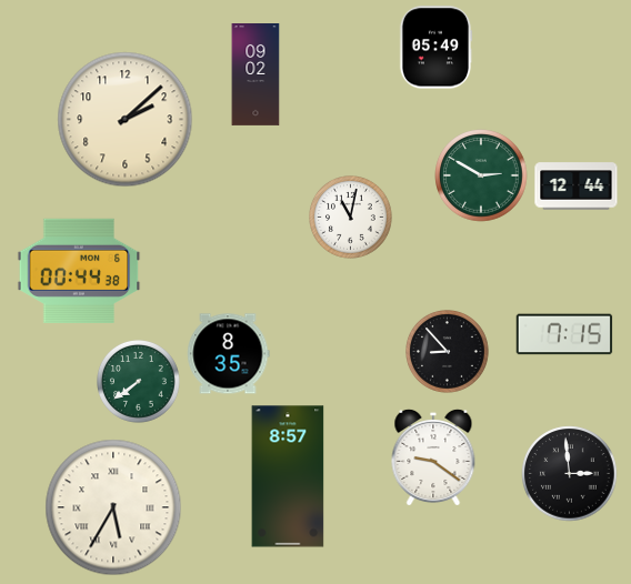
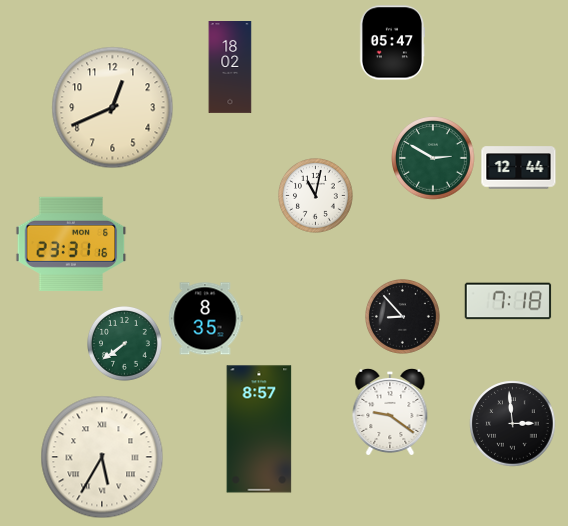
clock at (435, 48): 05:49 -> 05:47
clock at (256, 75): 09:02 -> 18:02
clock at (126, 120): 2:08 -> 12:41
clock at (79, 271): 00:44 -> 23:31
clock at (564, 334): 7:15 -> 7:18
clock at (570, 474) position: (570, 474) -> (513, 424)
